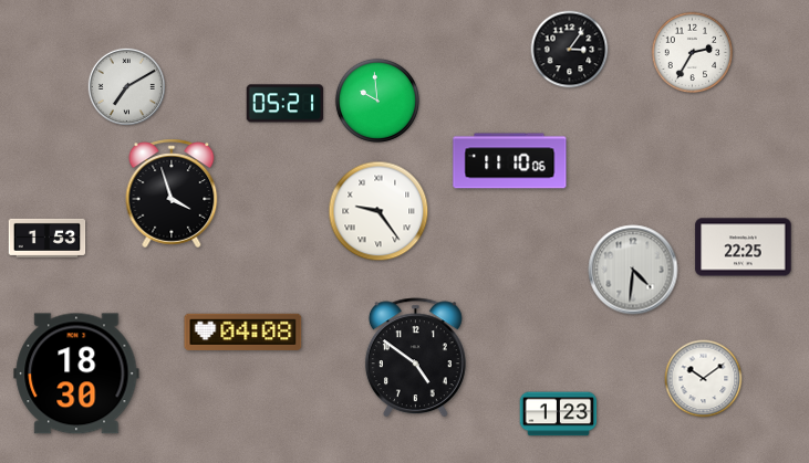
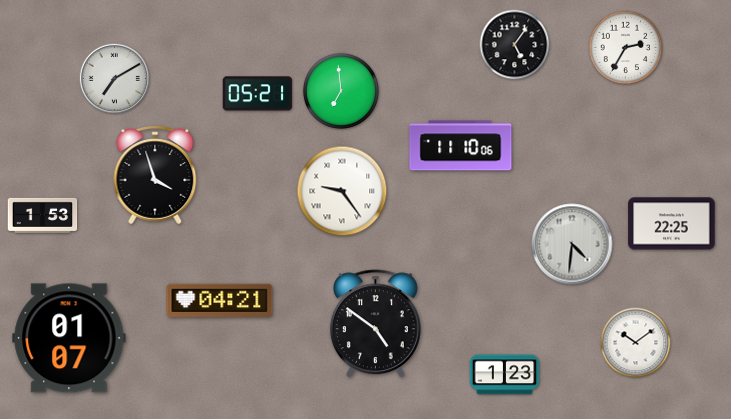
clock at (570, 50): 3:06 -> 5:06
clock at (377, 101): 9:59 -> 6:59
clock at (243, 332): 04:08 -> 04:21
clock at (76, 373): 18:30 -> 01:07
